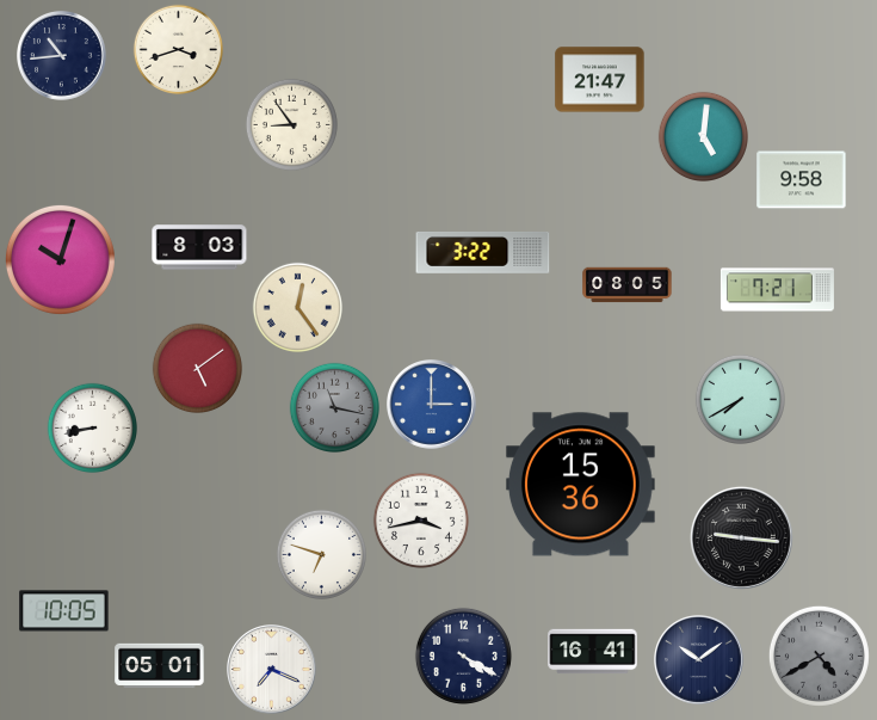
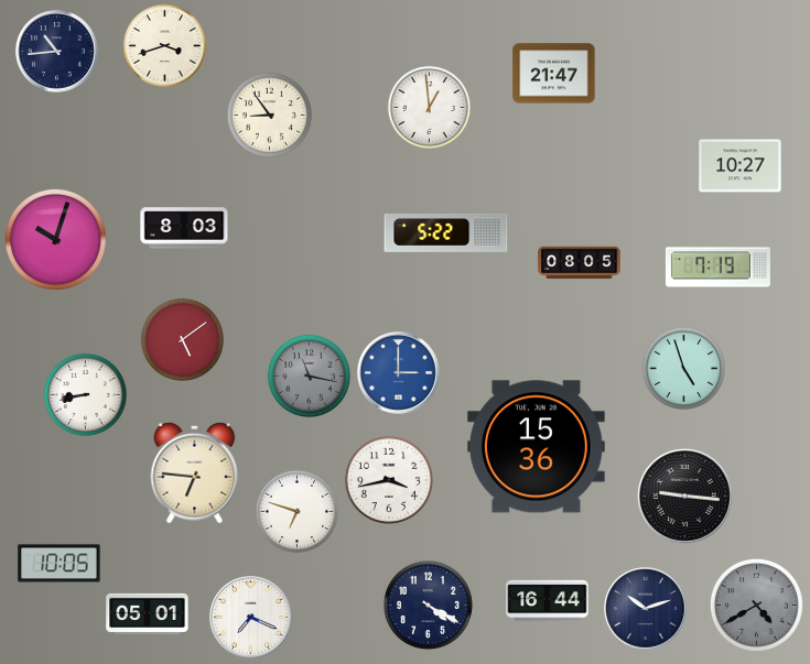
clock at (429, 107): none -> 12:59
clock at (703, 136): 5:01 -> none
clock at (802, 180): 9:58 -> 10:27
clock at (483, 253): 3:22 -> 5:22
clock at (777, 290): 7:21 -> 7:19
clock at (297, 307): 12:24 -> none
clock at (740, 399): 7:40 -> 4:57
clock at (195, 472): none -> 6:46
clock at (593, 652): 16:41 -> 16:44
clock at (699, 660): 10:09 -> 10:12
